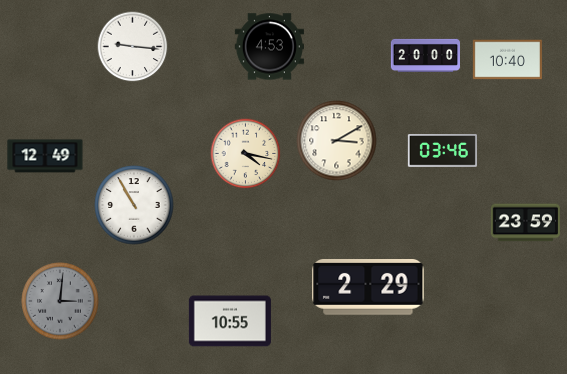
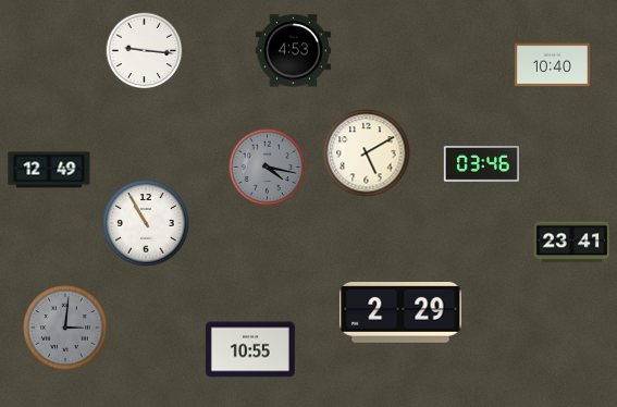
clock at (425, 55): 20:00 -> none
clock at (337, 141): 3:10 -> 5:10
clock at (246, 154) dial: cream -> grey
clock at (525, 223): 23:59 -> 23:41
